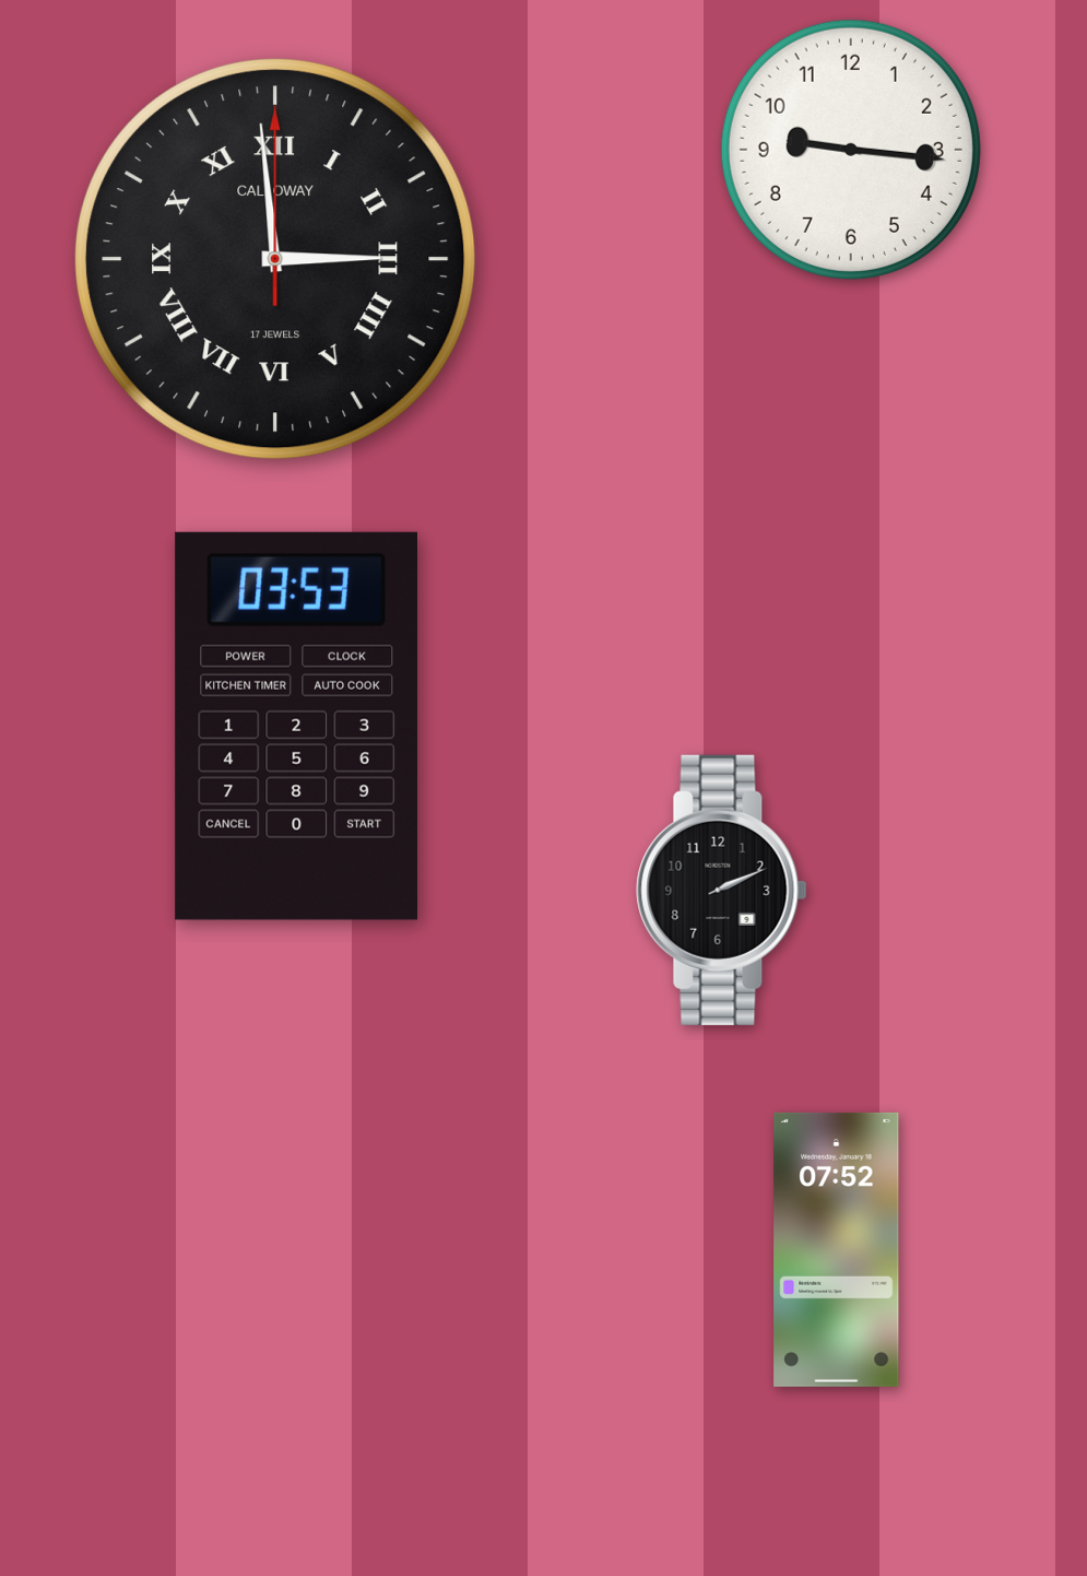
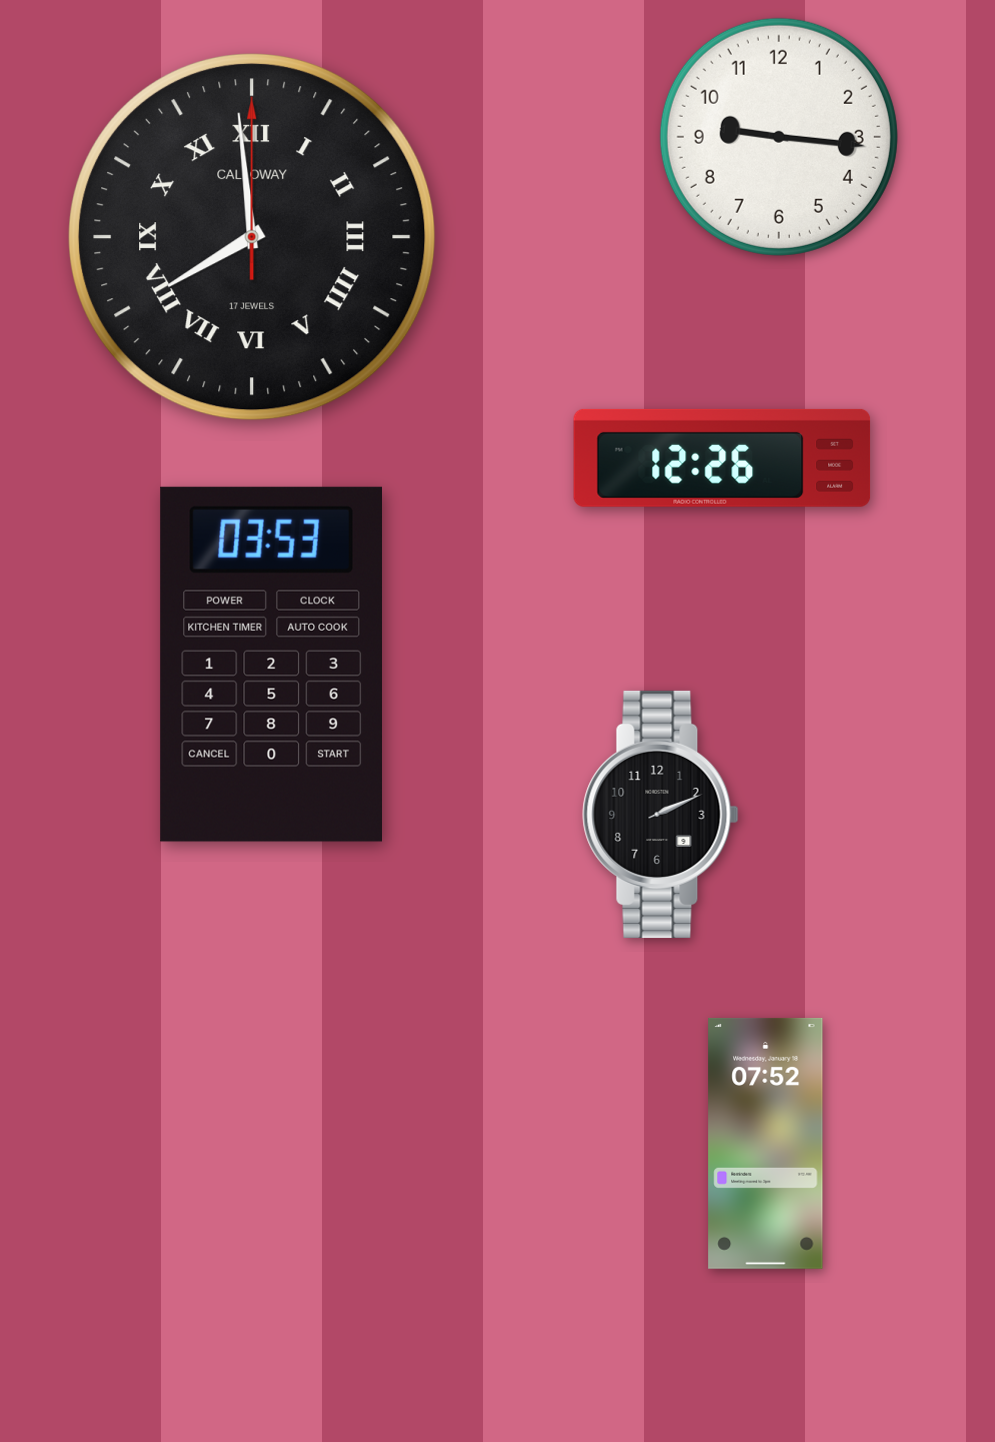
clock at (275, 259): 2:59 -> 7:59
clock at (722, 458): none -> 12:26
